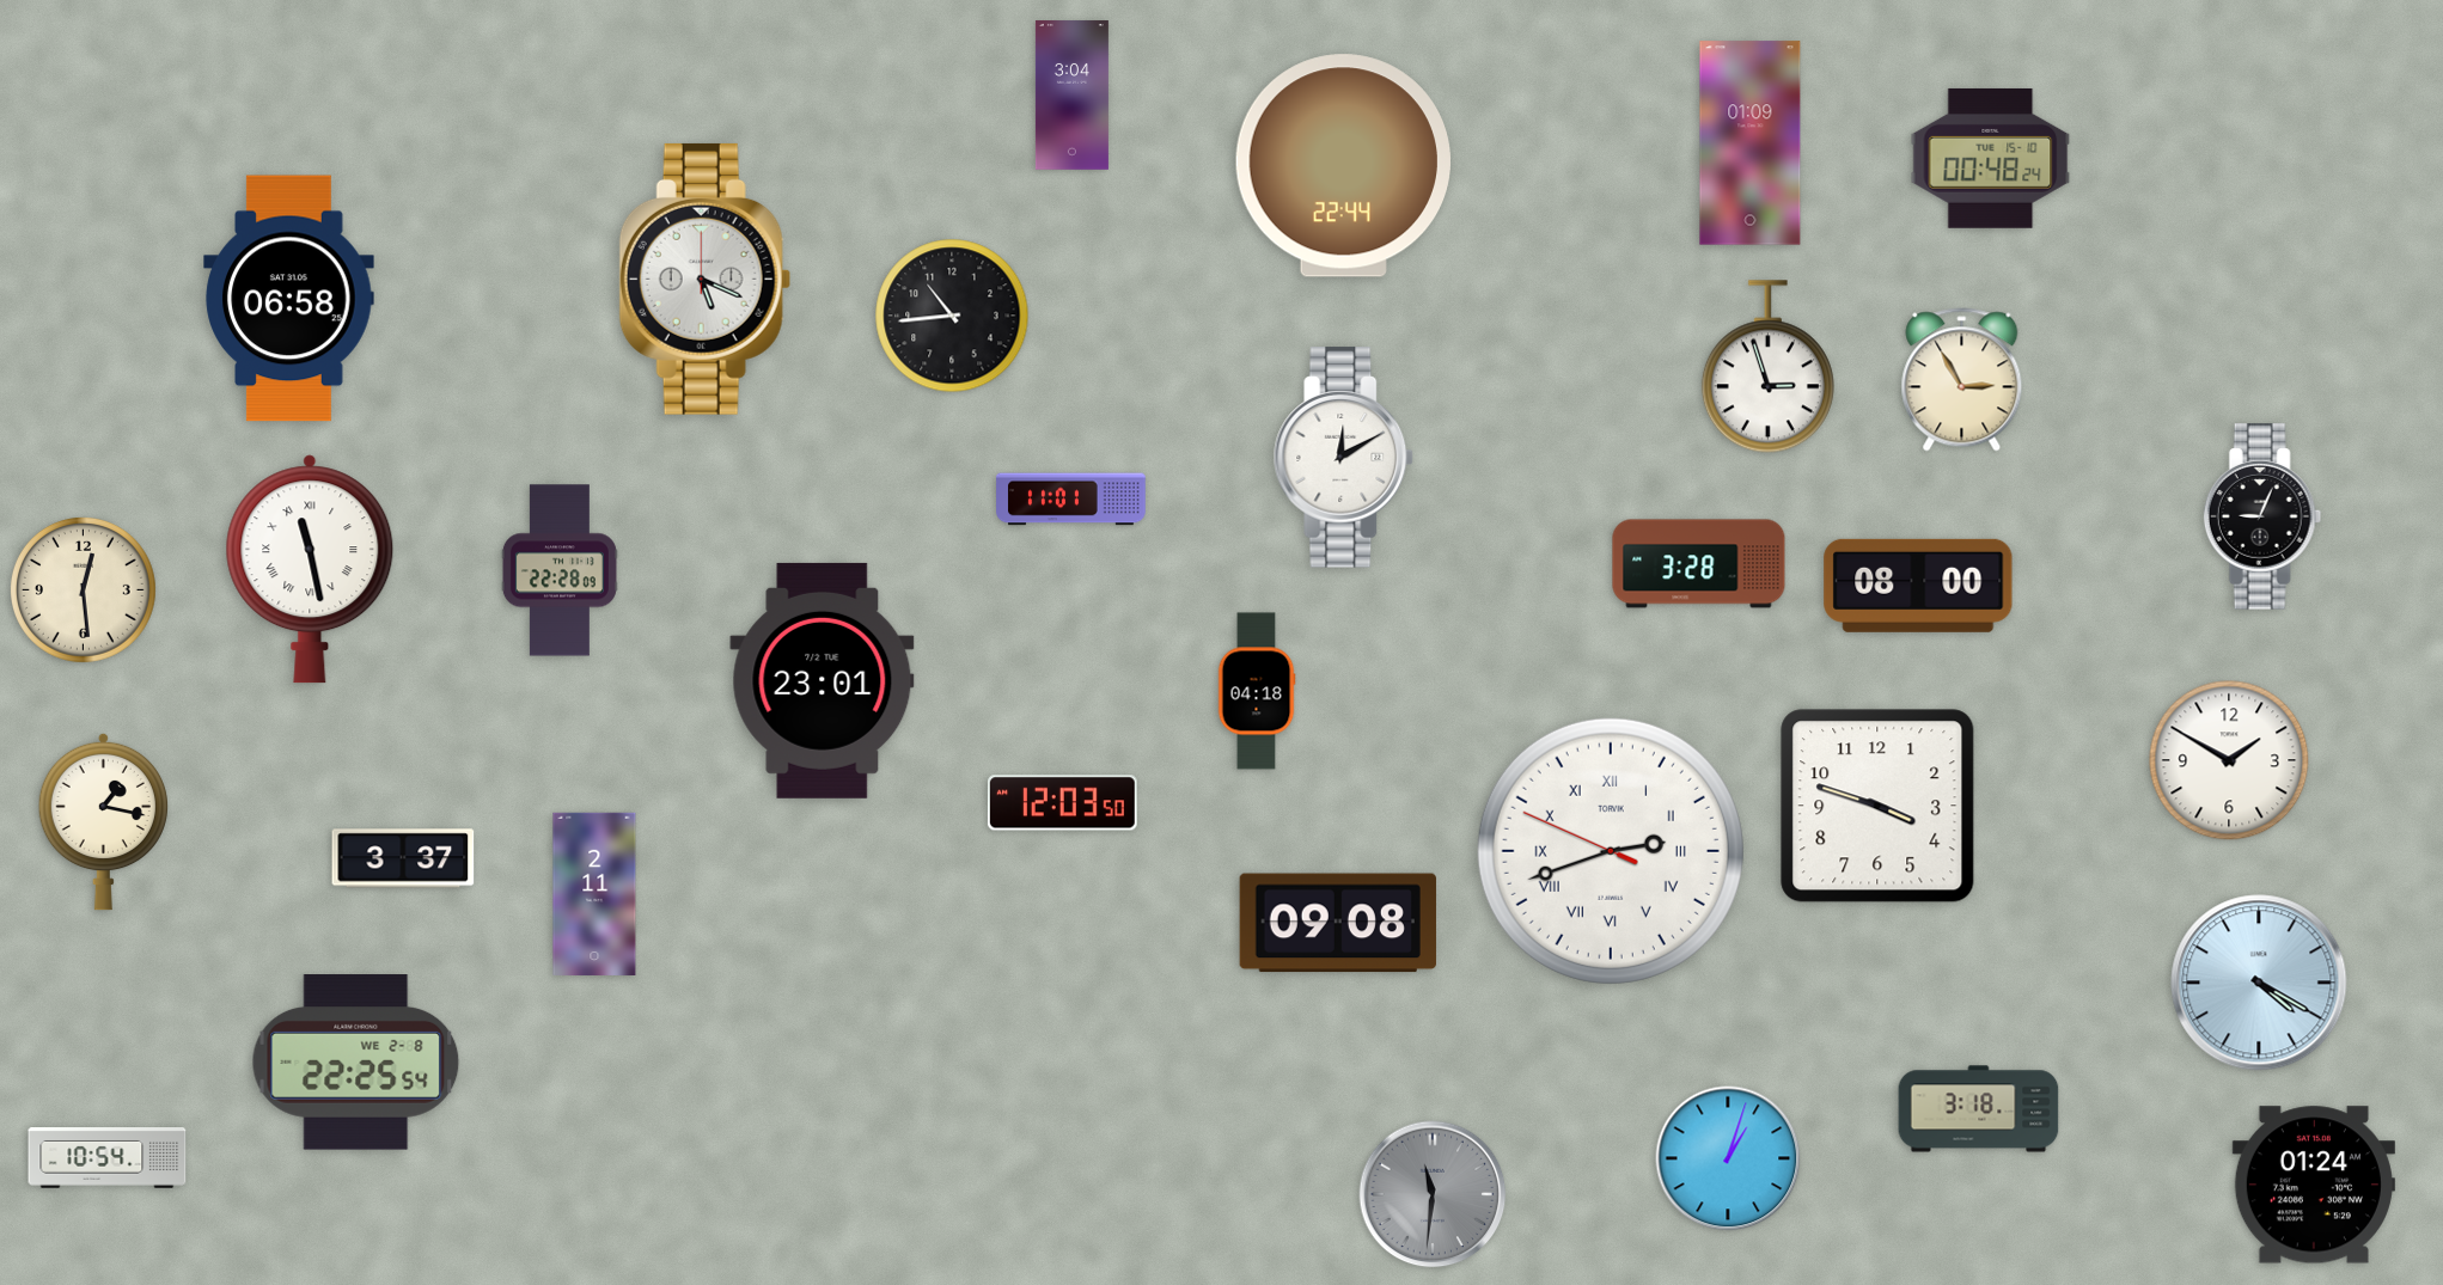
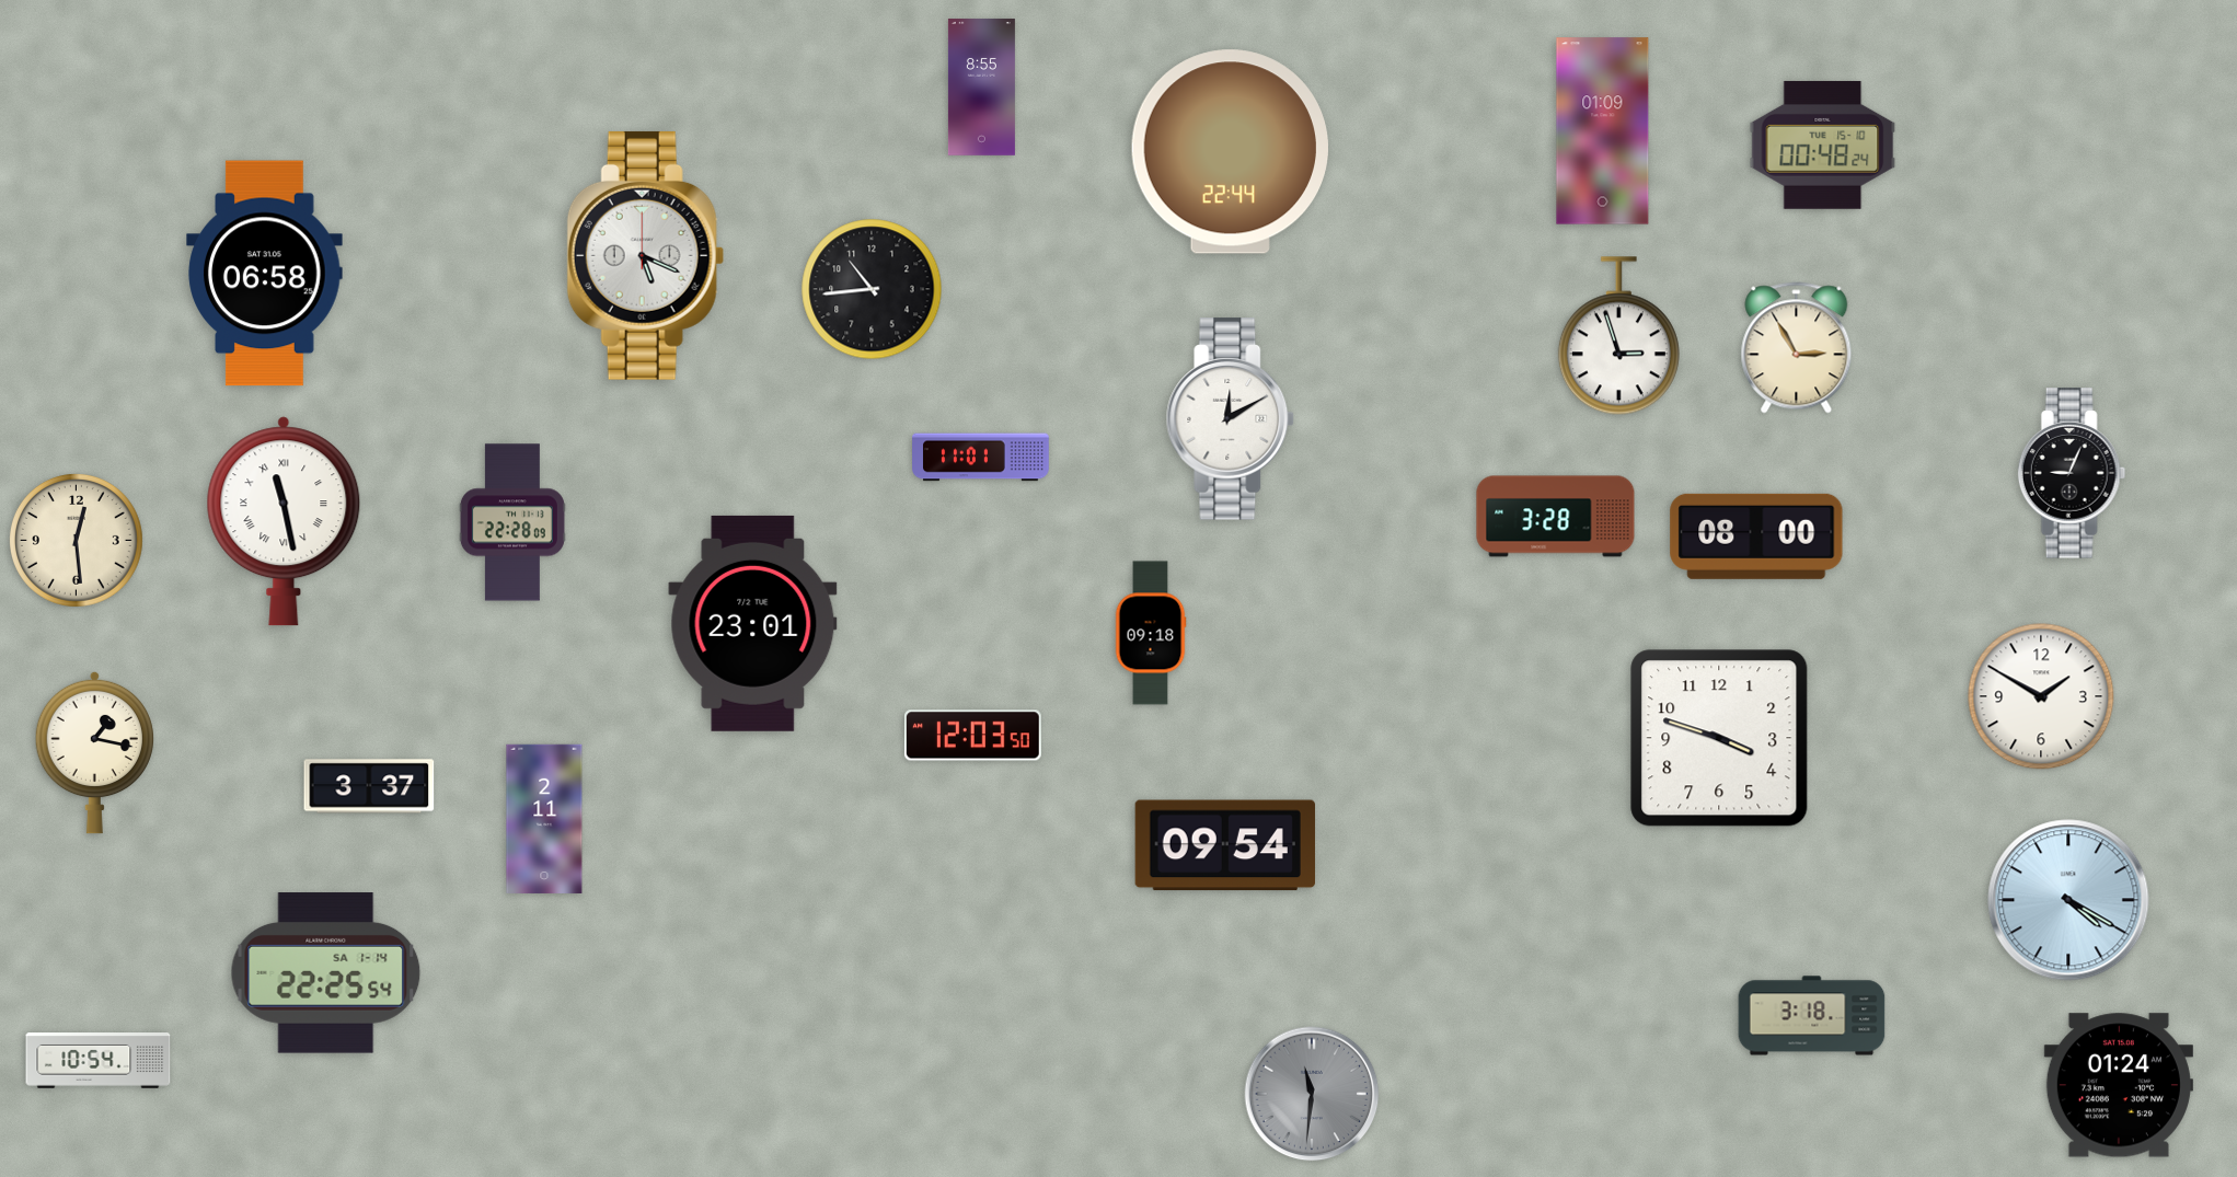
clock at (1071, 96): 3:04 -> 8:55
clock at (1257, 691): 04:18 -> 09:18
clock at (1611, 851): 2:41 -> none
clock at (1338, 923): 09:08 -> 09:54
clock at (356, 1063) date: WE 2-8 -> SA 1-14
clock at (1728, 1158): 1:03 -> none
